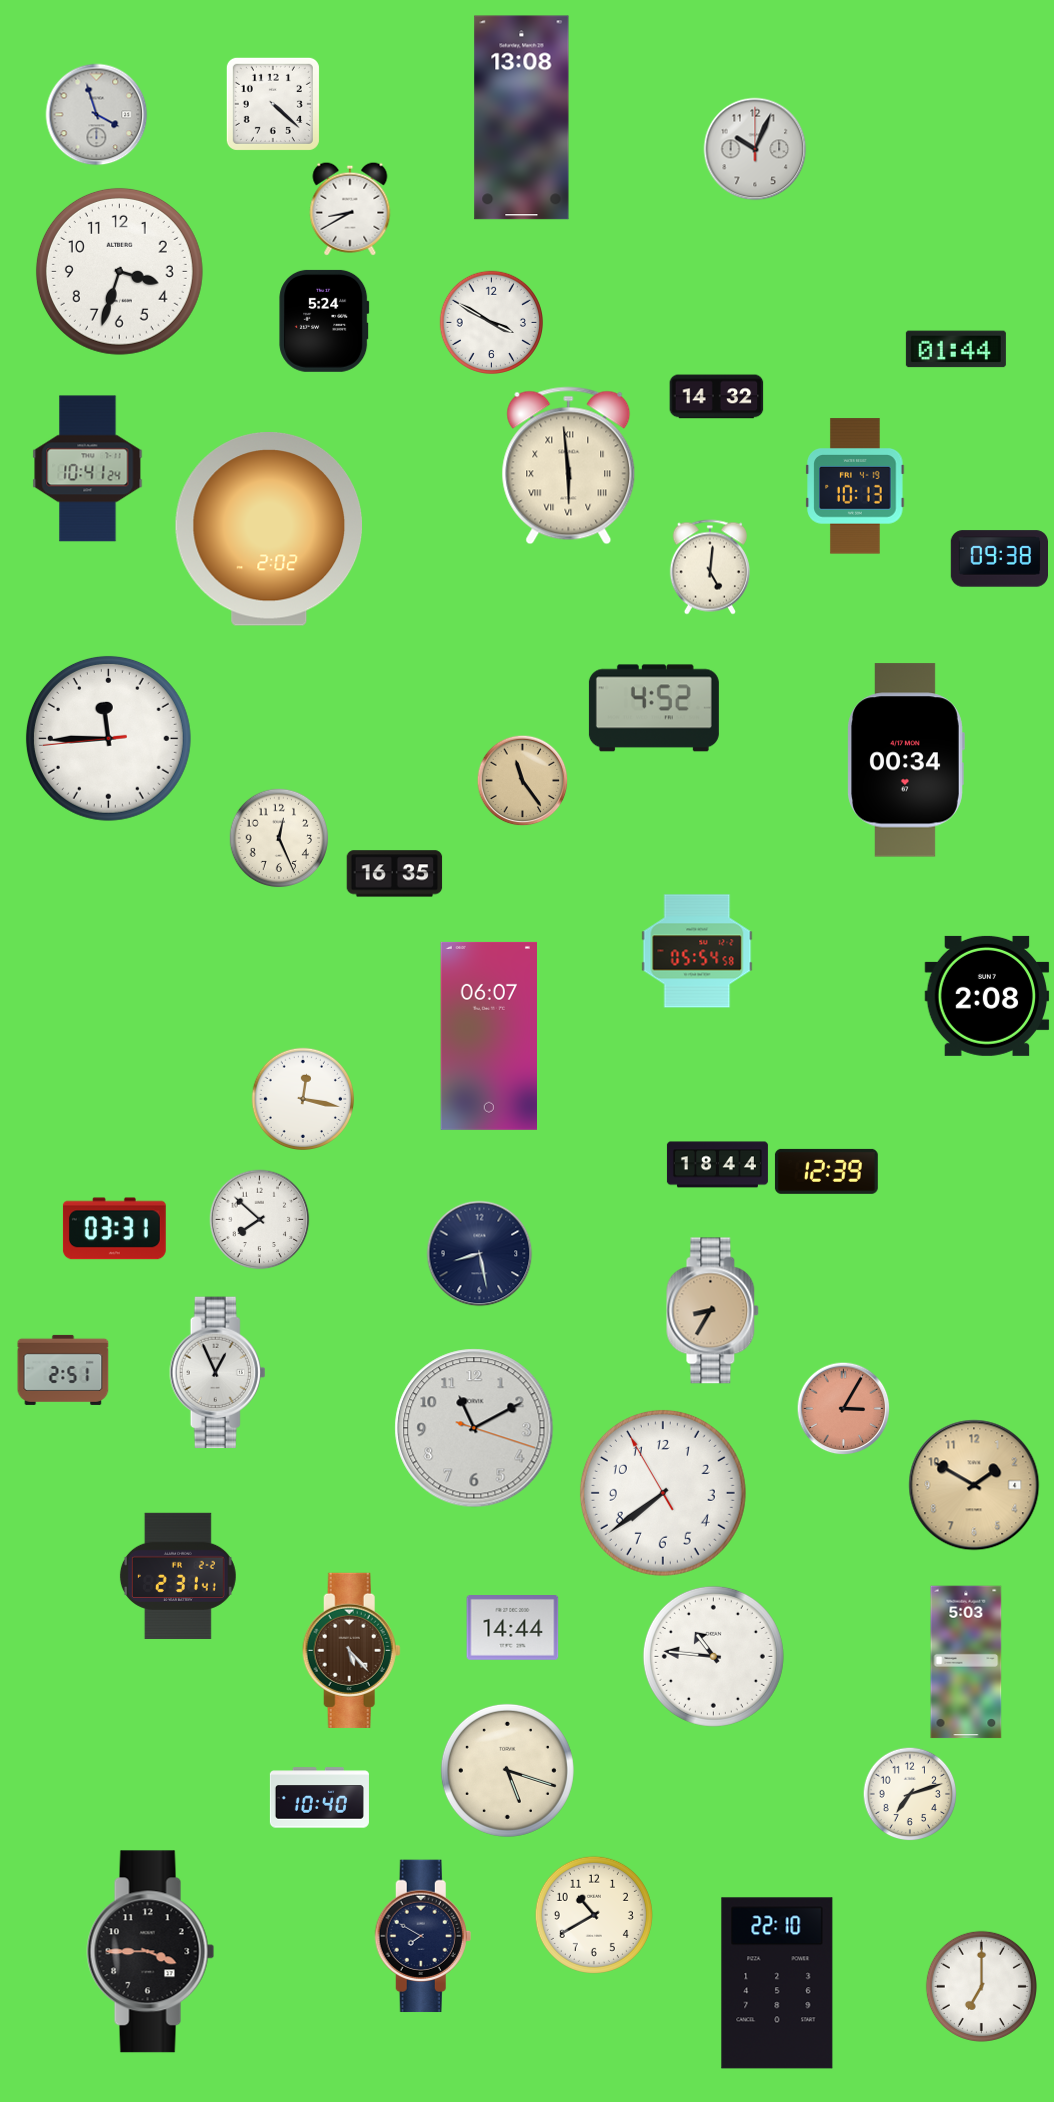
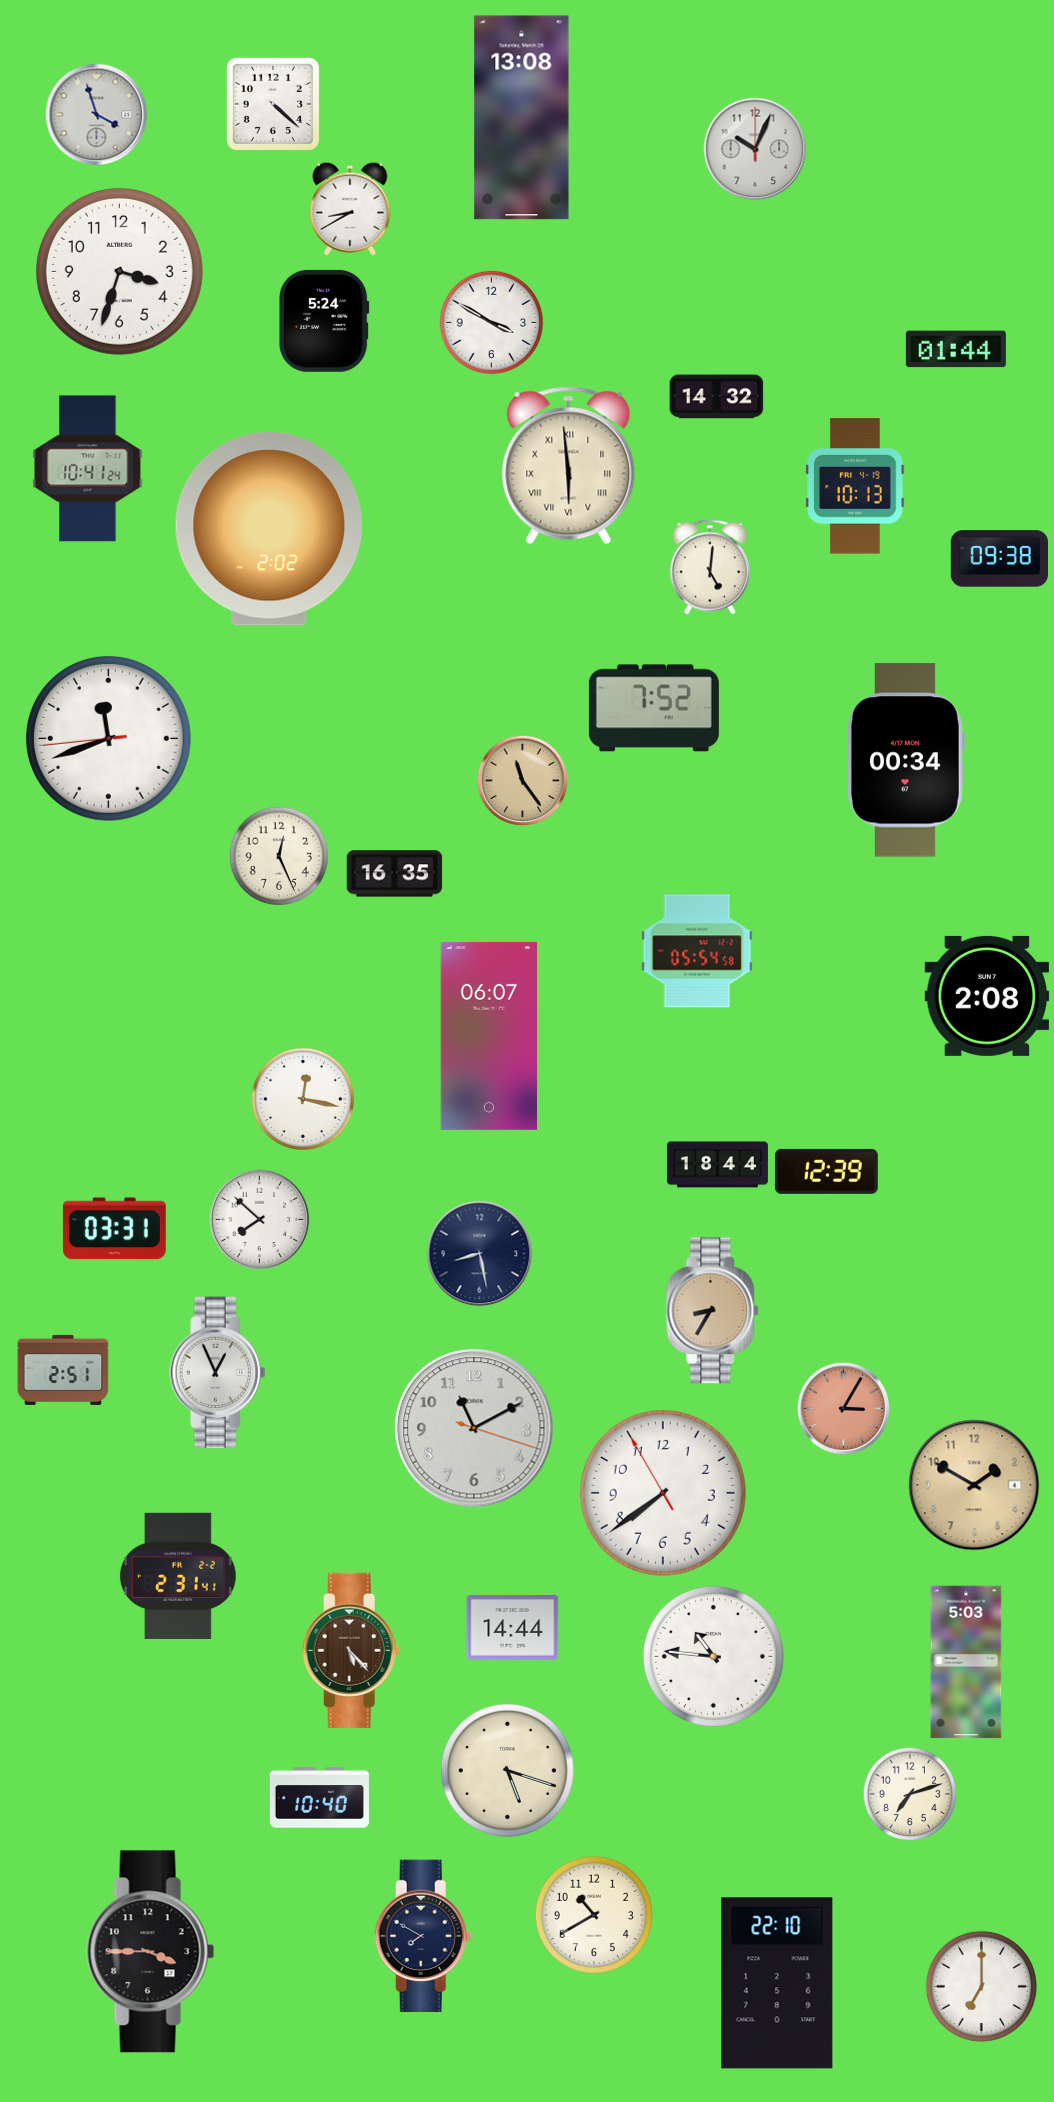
clock at (654, 708): 4:52 -> 7:52
clock at (108, 738): 11:44 -> 11:41
clock at (279, 838) position: (279, 838) -> (279, 856)
